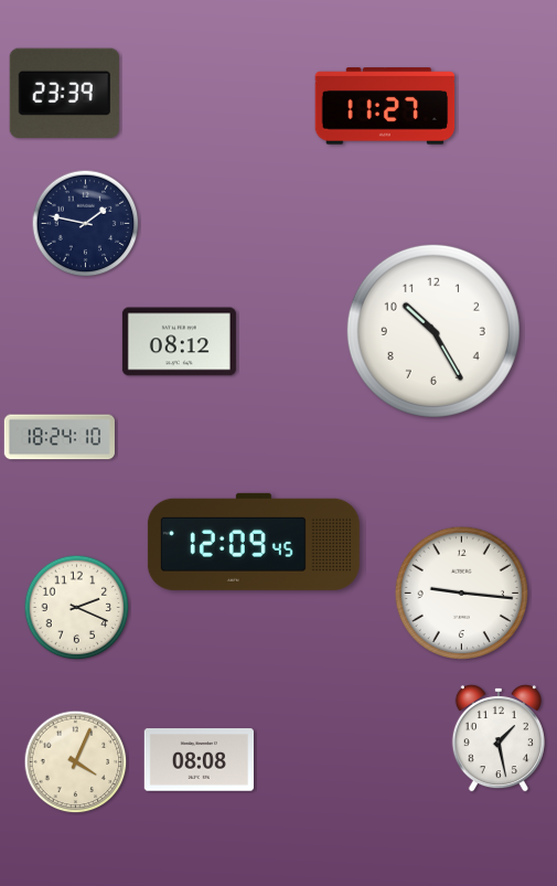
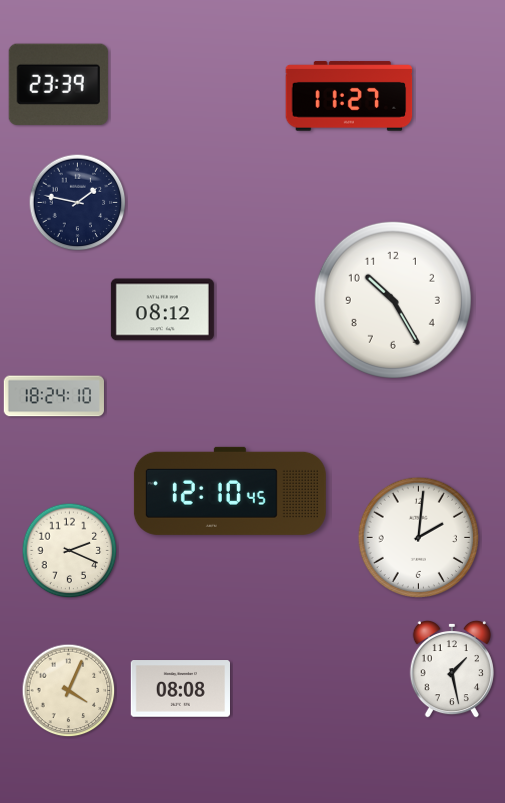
clock at (254, 542): 12:09 -> 12:10
clock at (461, 593): 9:16 -> 2:01
